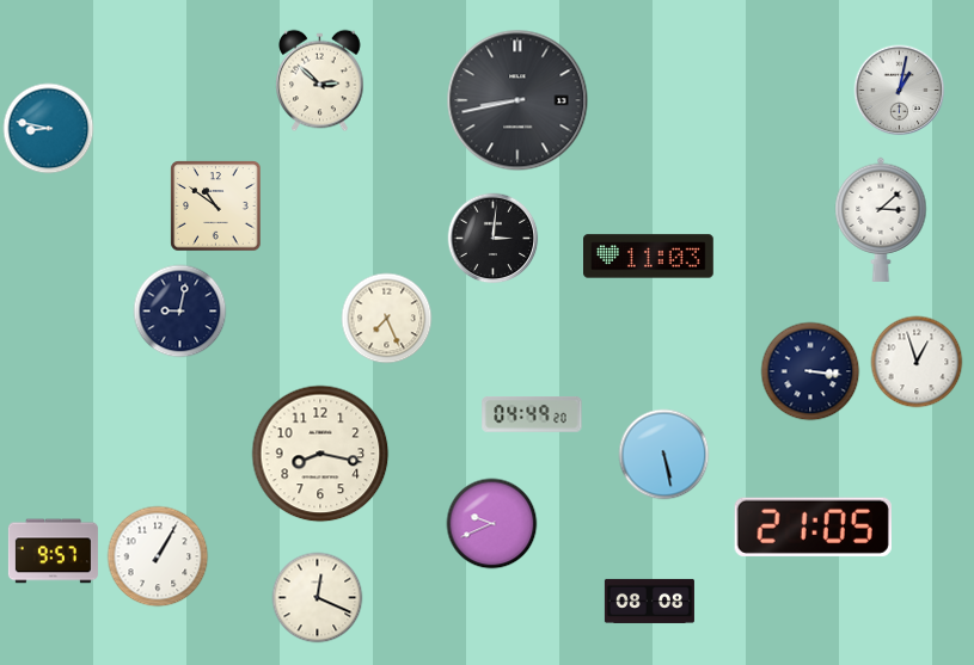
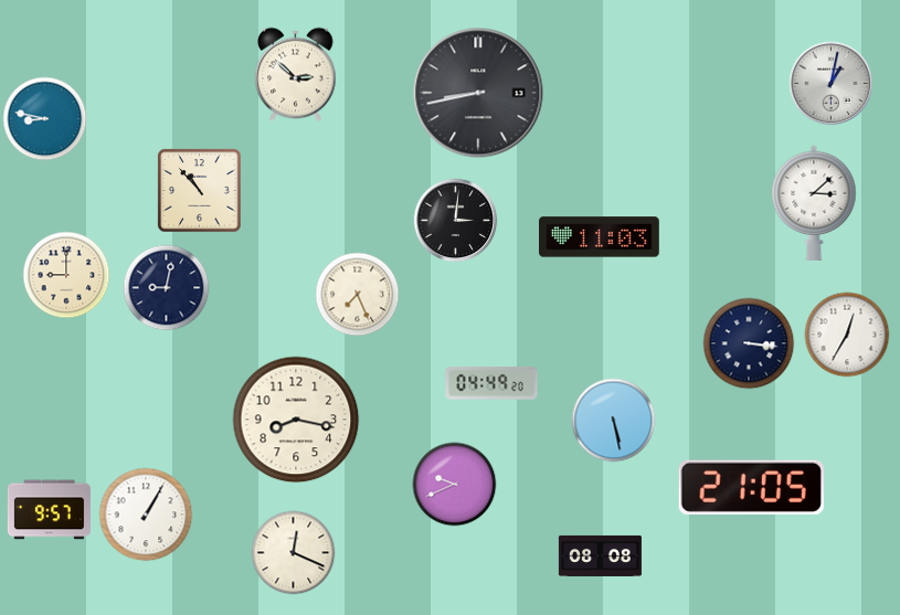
clock at (216, 207): 10:51 -> 10:53
clock at (66, 275): none -> 9:00
clock at (917, 362): 12:57 -> 12:35
